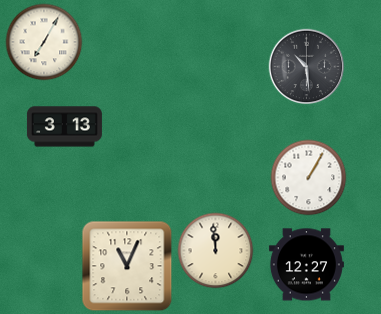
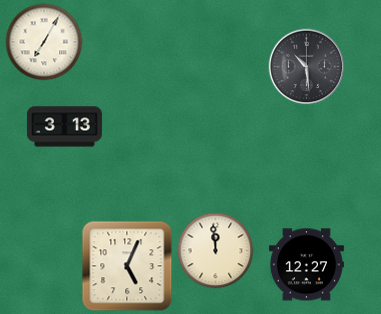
clock at (309, 178): 1:05 -> none
clock at (127, 266): 11:04 -> 5:04
